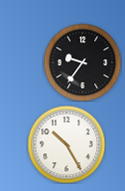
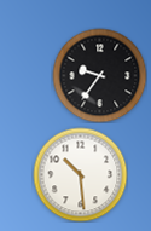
clock at (66, 144): 10:25 -> 10:29
